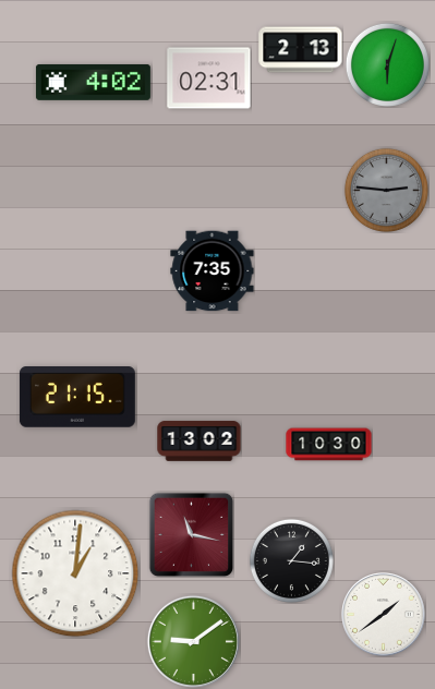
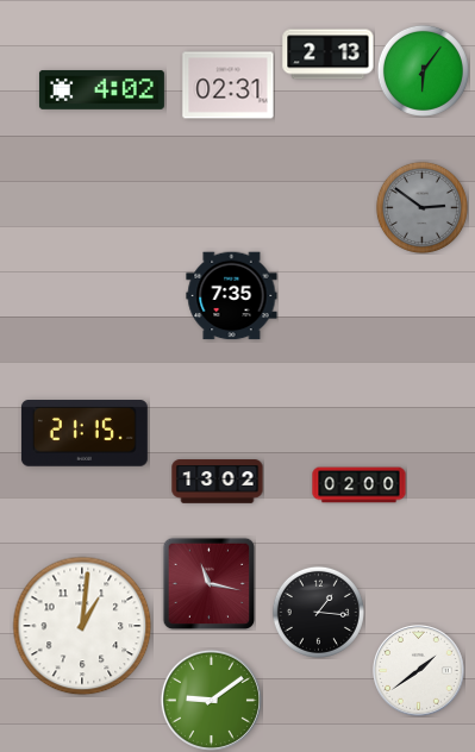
clock at (387, 64): 6:03 -> 6:06
clock at (386, 190): 2:46 -> 2:51
clock at (329, 445): 10:30 -> 02:00
